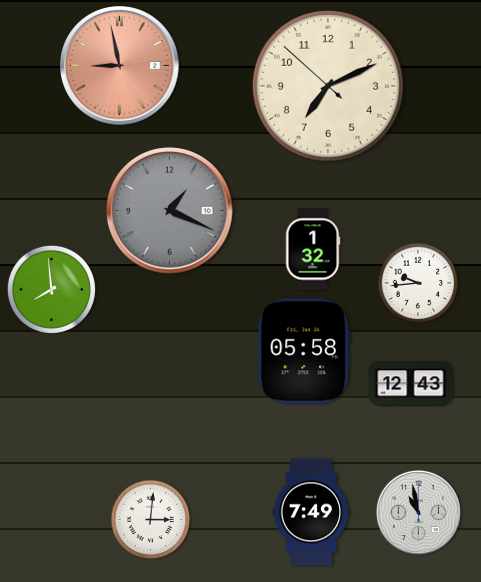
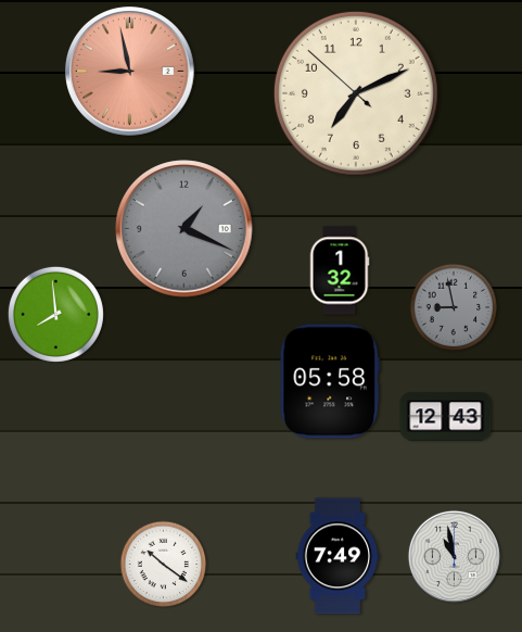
clock at (418, 283): 9:44 -> 8:58
clock at (418, 283) dial: white -> grey
clock at (151, 520): 3:01 -> 10:21
